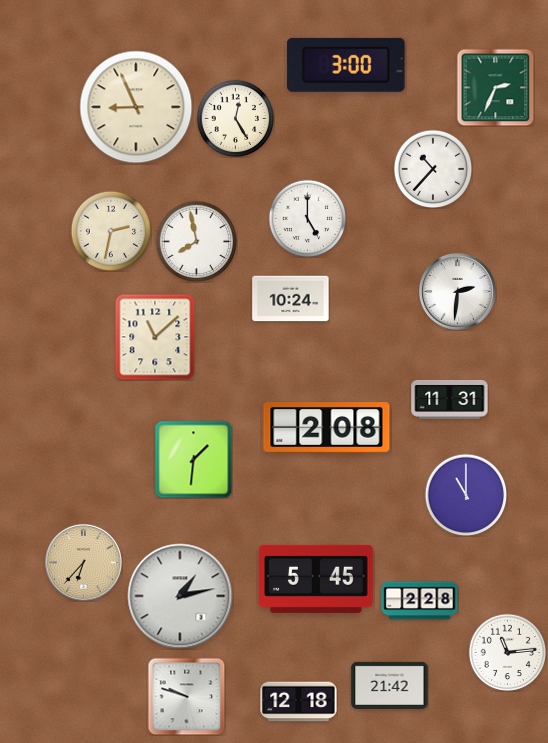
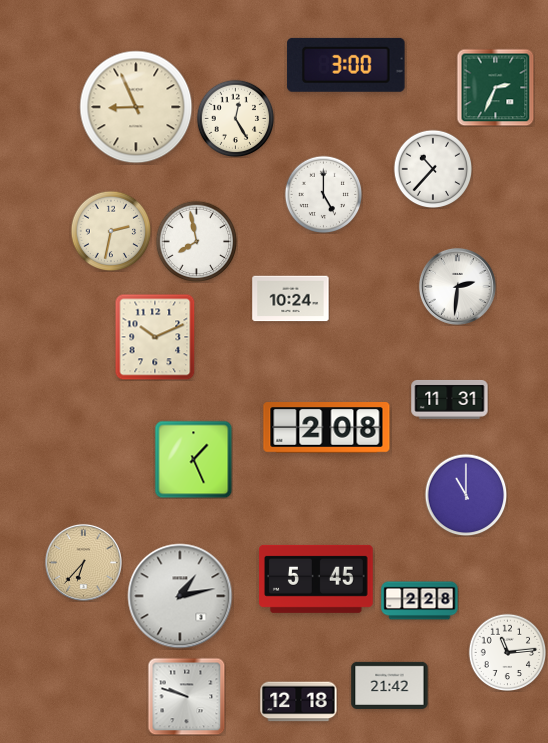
clock at (307, 218) position: (307, 218) -> (323, 194)
clock at (457, 291) position: (457, 291) -> (457, 286)
clock at (155, 337): 11:08 -> 10:11
clock at (193, 459): 1:31 -> 1:26
